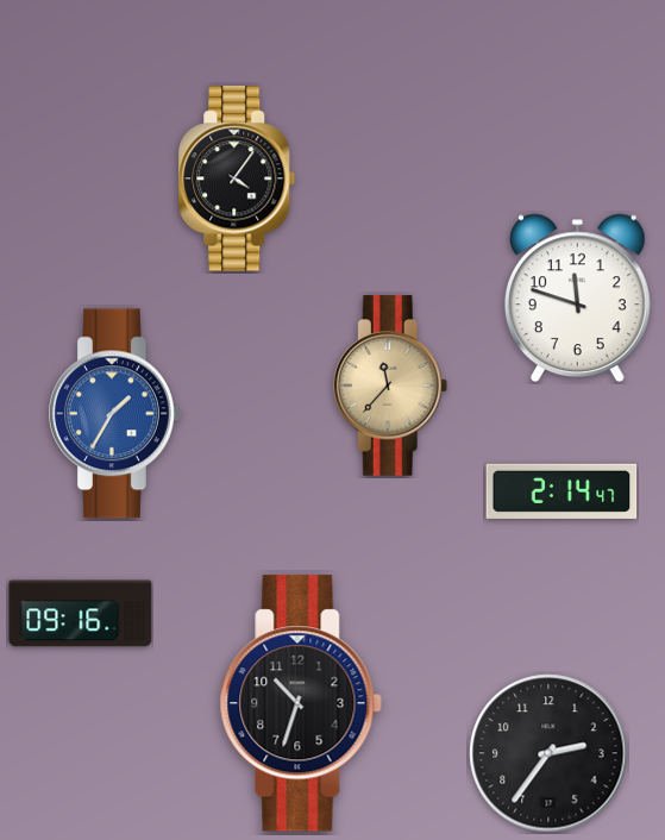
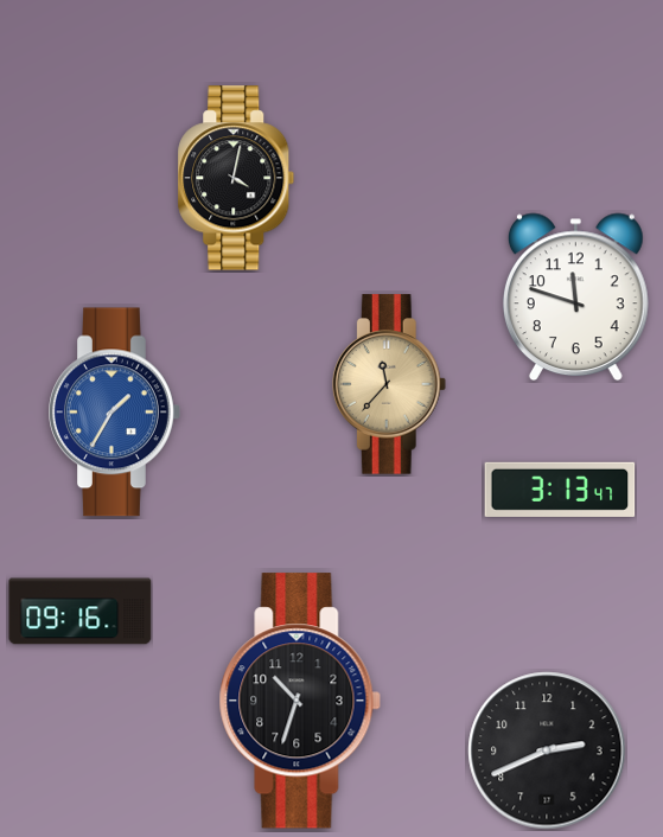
clock at (237, 178): 4:06 -> 4:02
clock at (562, 491): 2:14 -> 3:13
clock at (548, 753): 2:36 -> 2:41
